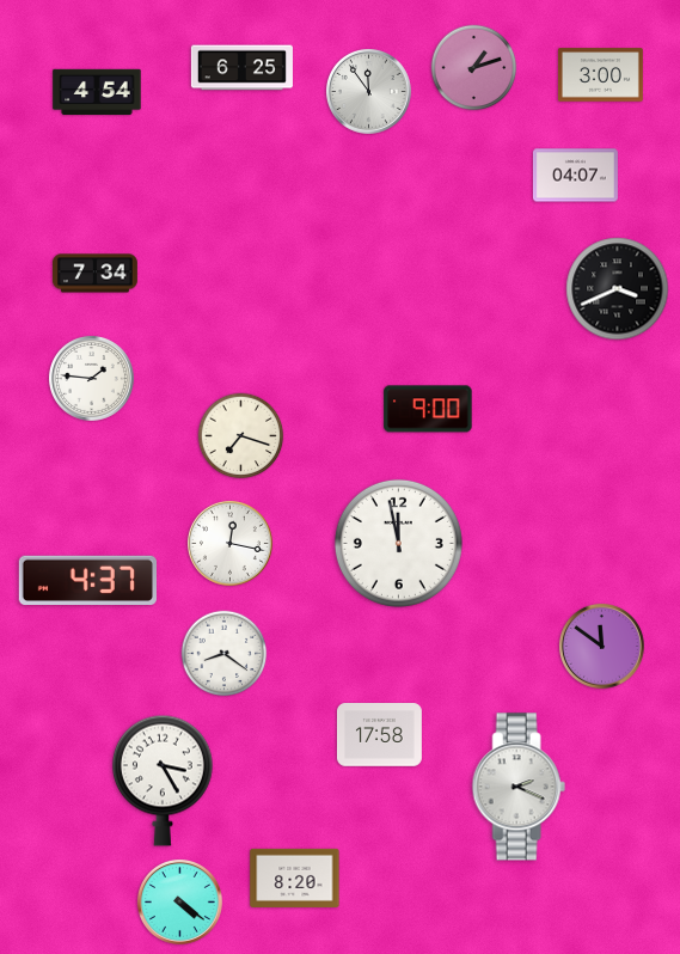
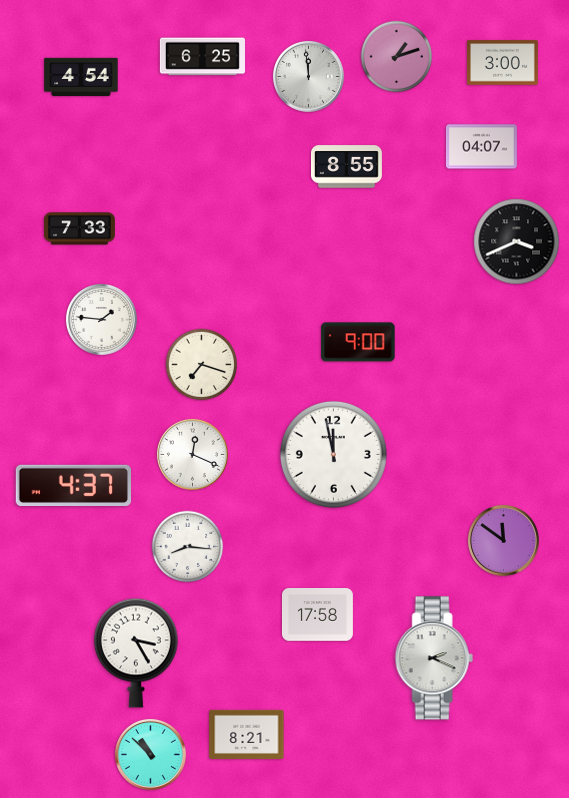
clock at (368, 91): 11:54 -> 11:59
clock at (346, 167): none -> 8:55
clock at (94, 274): 7:34 -> 7:33
clock at (91, 378) position: (91, 378) -> (101, 319)
clock at (229, 543): 12:17 -> 12:19
clock at (225, 654): 8:21 -> 8:16
clock at (295, 877): 8:20 -> 8:21
clock at (179, 901): 4:21 -> 10:52
